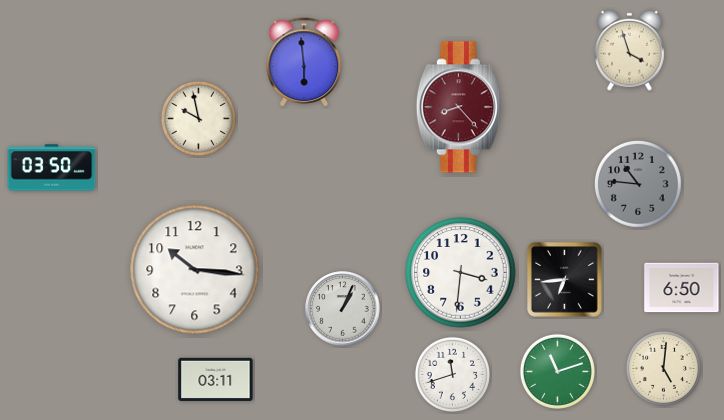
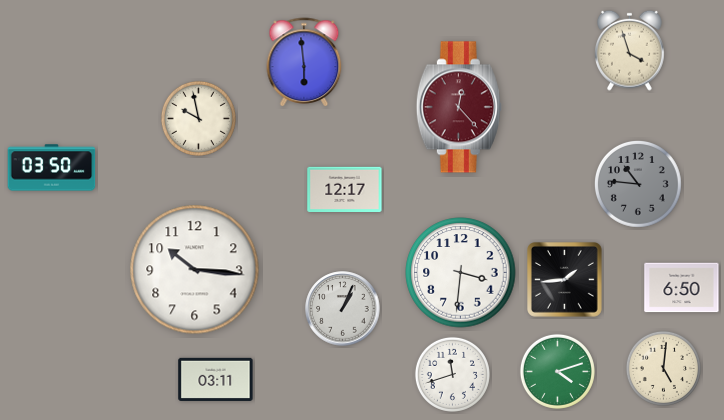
clock at (459, 107): 8:23 -> 12:23
clock at (345, 189): none -> 12:17
clock at (565, 280): 6:44 -> 1:44
clock at (557, 371): 11:12 -> 4:12
